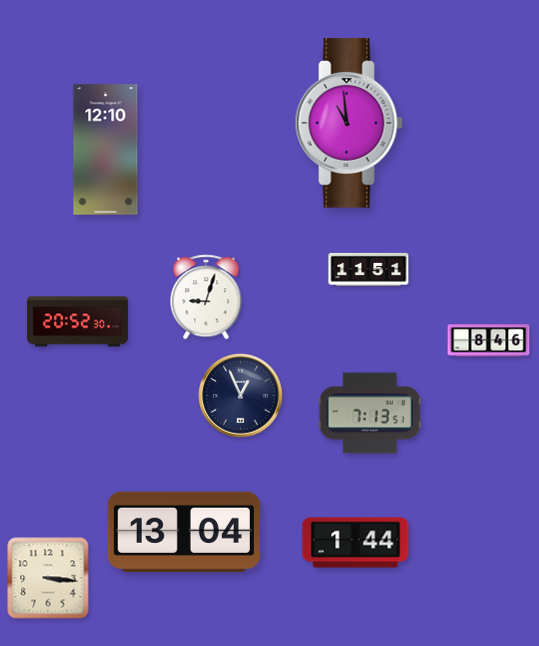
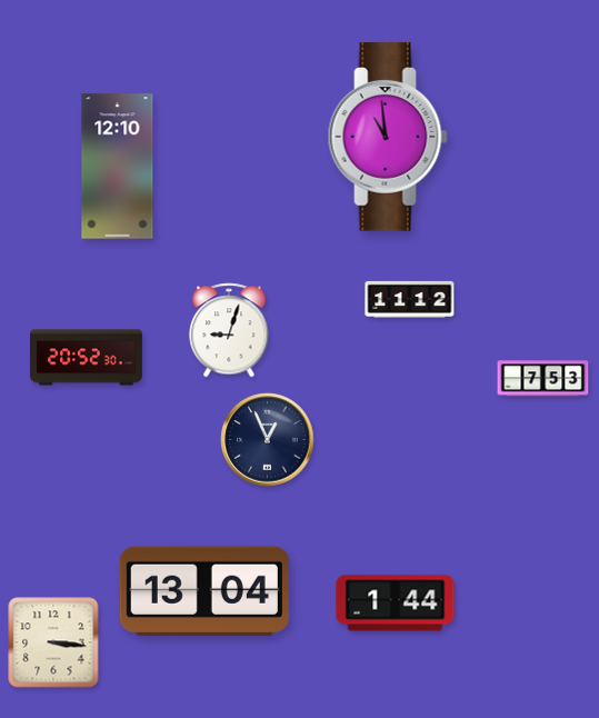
clock at (369, 269): 11:51 -> 11:12
clock at (489, 341): 8:46 -> 7:53
clock at (370, 413): 7:13 -> none
